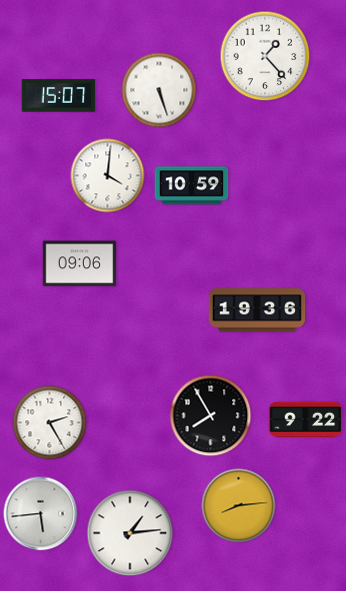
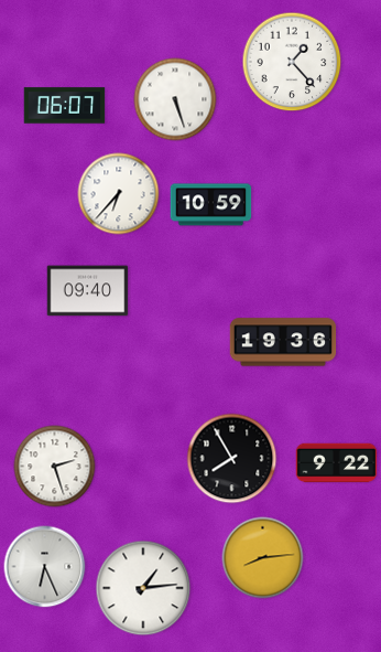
clock at (59, 96): 15:07 -> 06:07
clock at (108, 176): 4:01 -> 6:37
clock at (80, 264): 09:06 -> 09:40
clock at (50, 423): 2:25 -> 2:27
clock at (41, 514): 5:44 -> 6:26
